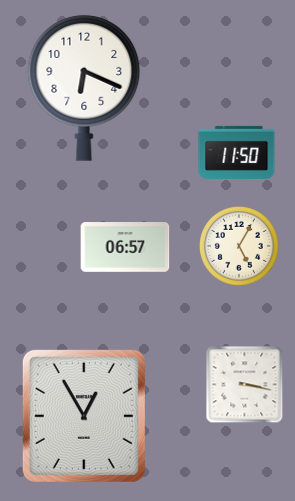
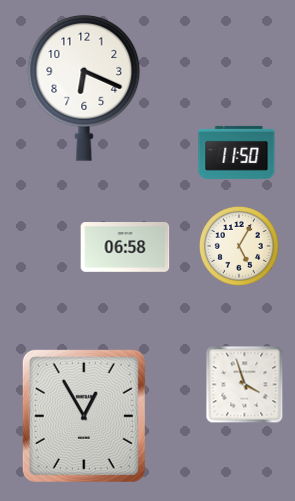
clock at (125, 248): 06:57 -> 06:58
clock at (244, 384): 3:17 -> 3:57
